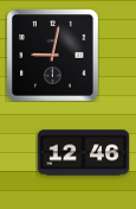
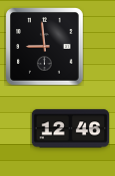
clock at (52, 55): 9:02 -> 8:59
